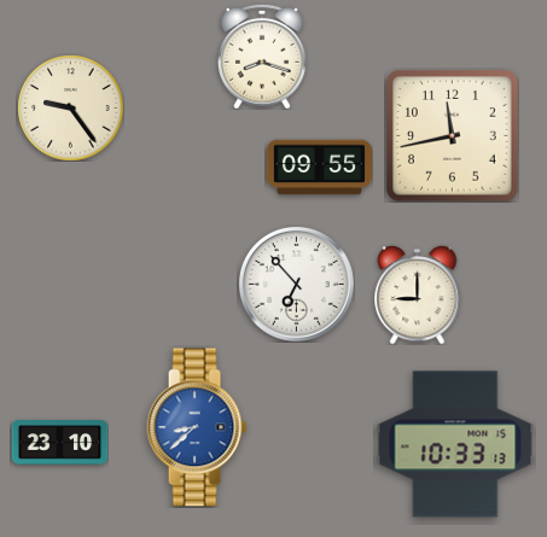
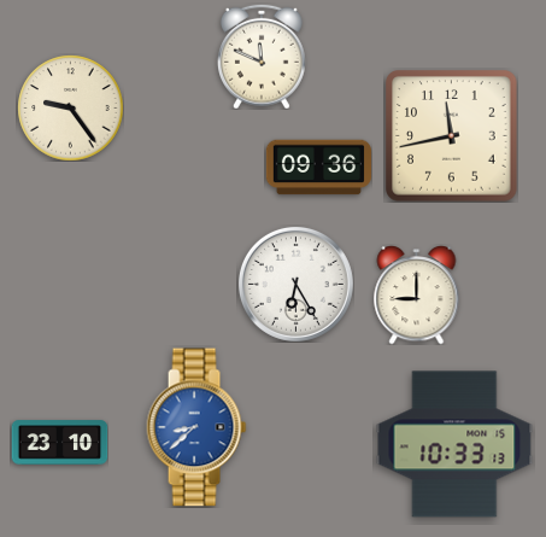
clock at (262, 57): 8:18 -> 11:49
clock at (319, 168): 09:55 -> 09:36
clock at (296, 284): 6:53 -> 6:25
